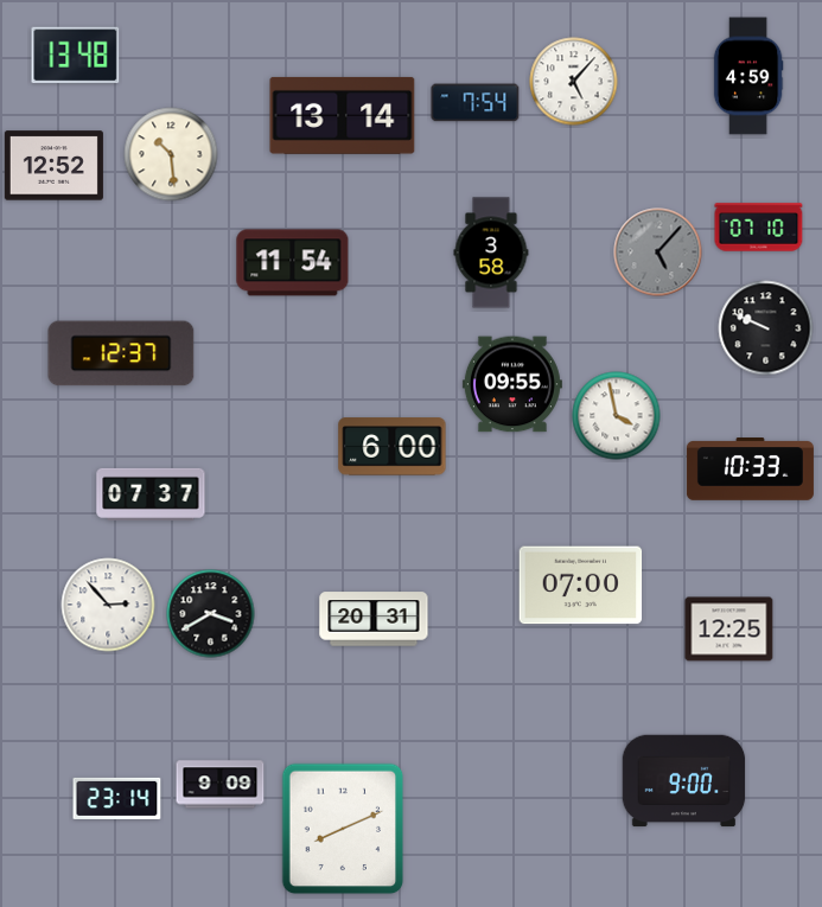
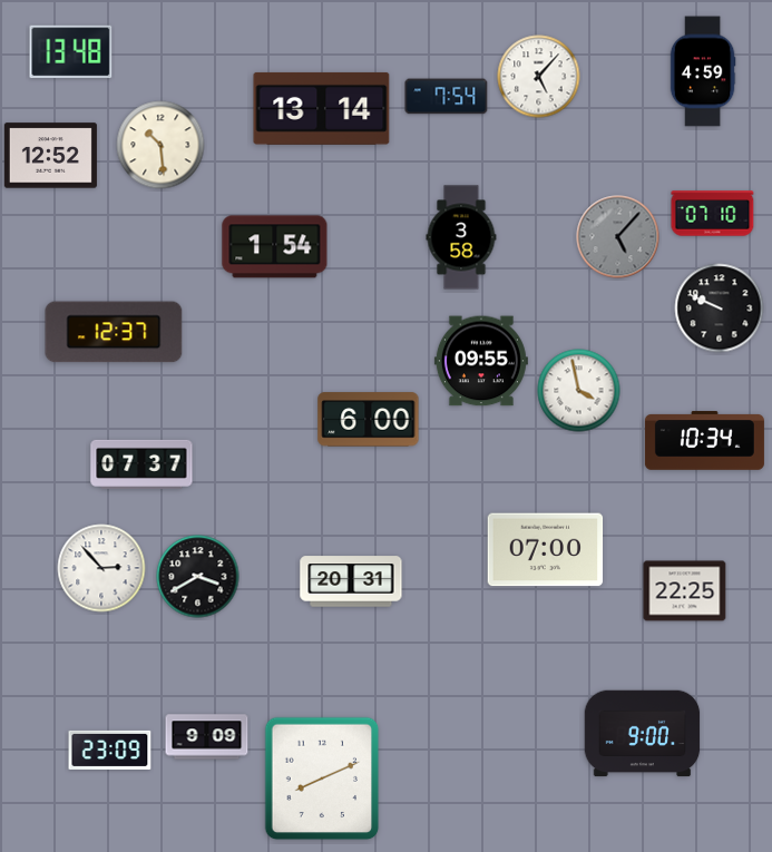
clock at (293, 263): 11:54 -> 1:54
clock at (750, 470): 10:33 -> 10:34
clock at (729, 630): 12:25 -> 22:25
clock at (117, 798): 23:14 -> 23:09
